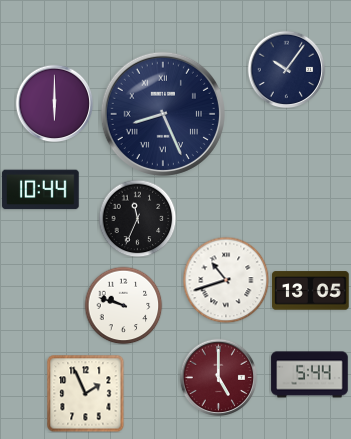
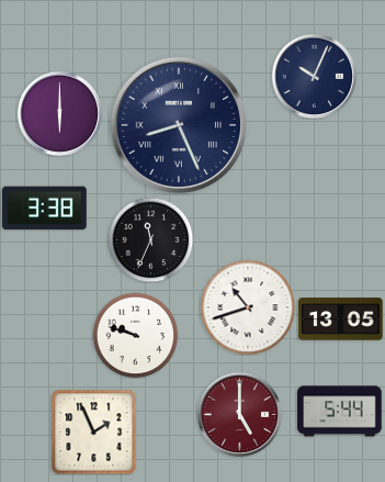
clock at (286, 69): 10:06 -> 10:04
clock at (41, 190): 10:44 -> 3:38
